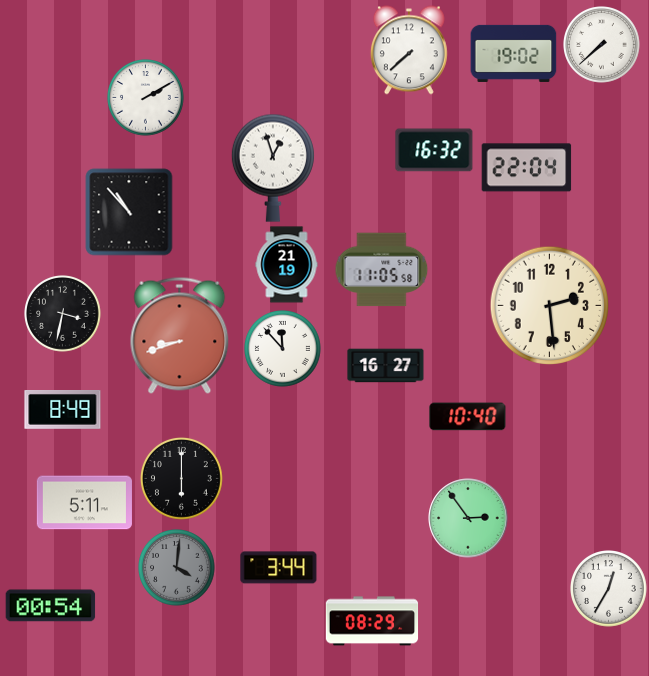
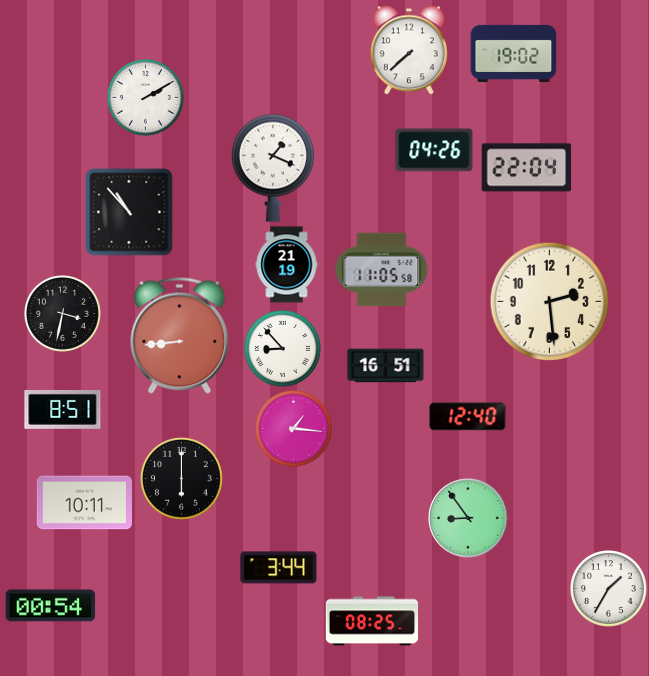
clock at (602, 45): 7:38 -> none
clock at (434, 150): 16:32 -> 04:26
clock at (273, 168): 12:57 -> 1:19
clock at (549, 305) position: (549, 305) -> (549, 301)
clock at (180, 335): 8:42 -> 8:44
clock at (283, 349): 11:53 -> 8:53
clock at (386, 366): 16:27 -> 16:51
clock at (63, 410): 8:49 -> 8:51
clock at (468, 417): 10:40 -> 12:40
clock at (294, 429): none -> 1:16
clock at (84, 503): 5:11 -> 10:11
clock at (468, 518): 2:54 -> 8:54
clock at (177, 568): 4:01 -> none
clock at (609, 589): 12:35 -> 1:35
clock at (372, 621): 08:29 -> 08:25
